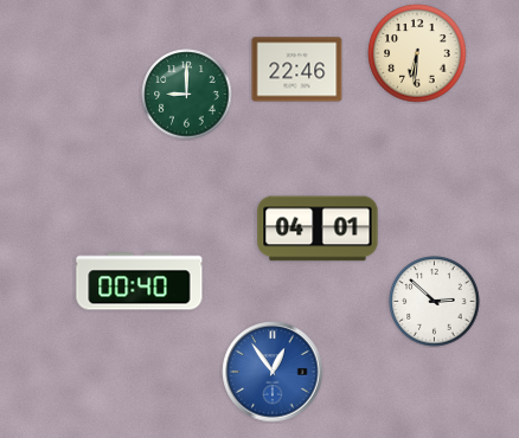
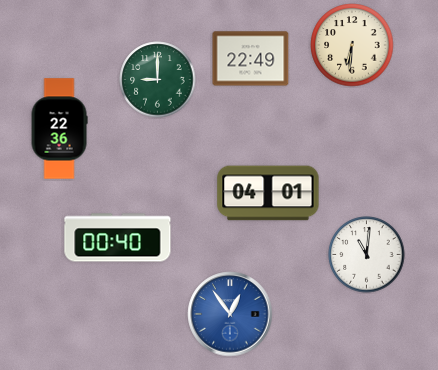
clock at (297, 70): 22:46 -> 22:49
clock at (59, 129): none -> 22:36
clock at (435, 302): 2:52 -> 11:01
